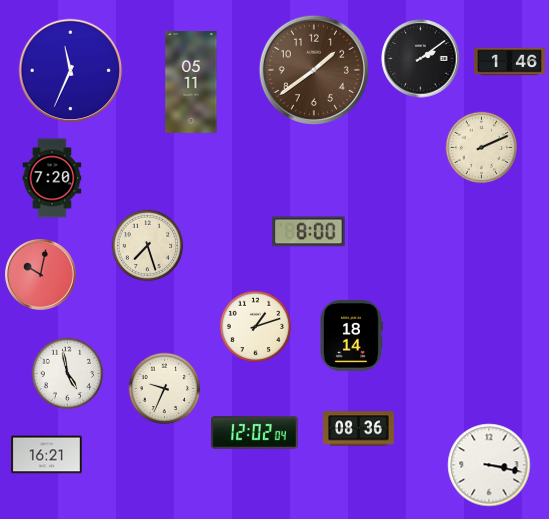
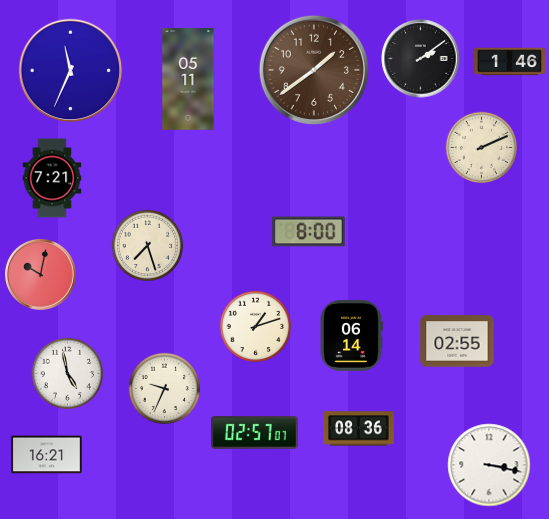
clock at (191, 83) position: (191, 83) -> (188, 80)
clock at (52, 178): 7:20 -> 7:21
clock at (351, 336): 18:14 -> 06:14
clock at (457, 341): none -> 02:55
clock at (255, 433): 12:02 -> 02:57
